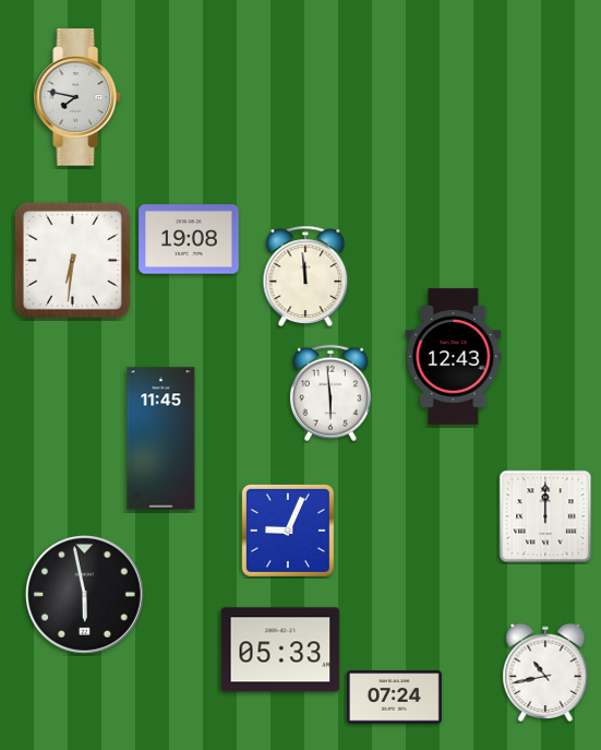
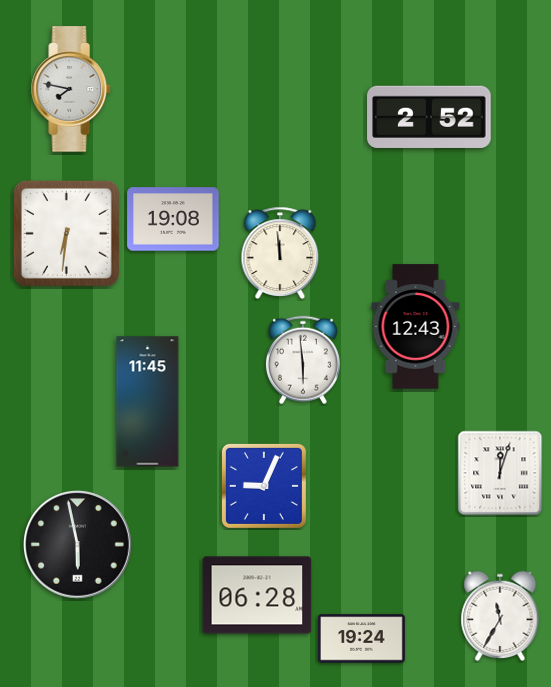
clock at (429, 116): none -> 2:52
clock at (72, 260) position: (72, 260) -> (66, 233)
clock at (545, 516): 12:00 -> 12:03
clock at (280, 650): 05:33 -> 06:28
clock at (545, 672): 10:43 -> 11:35
clock at (394, 698): 07:24 -> 19:24
